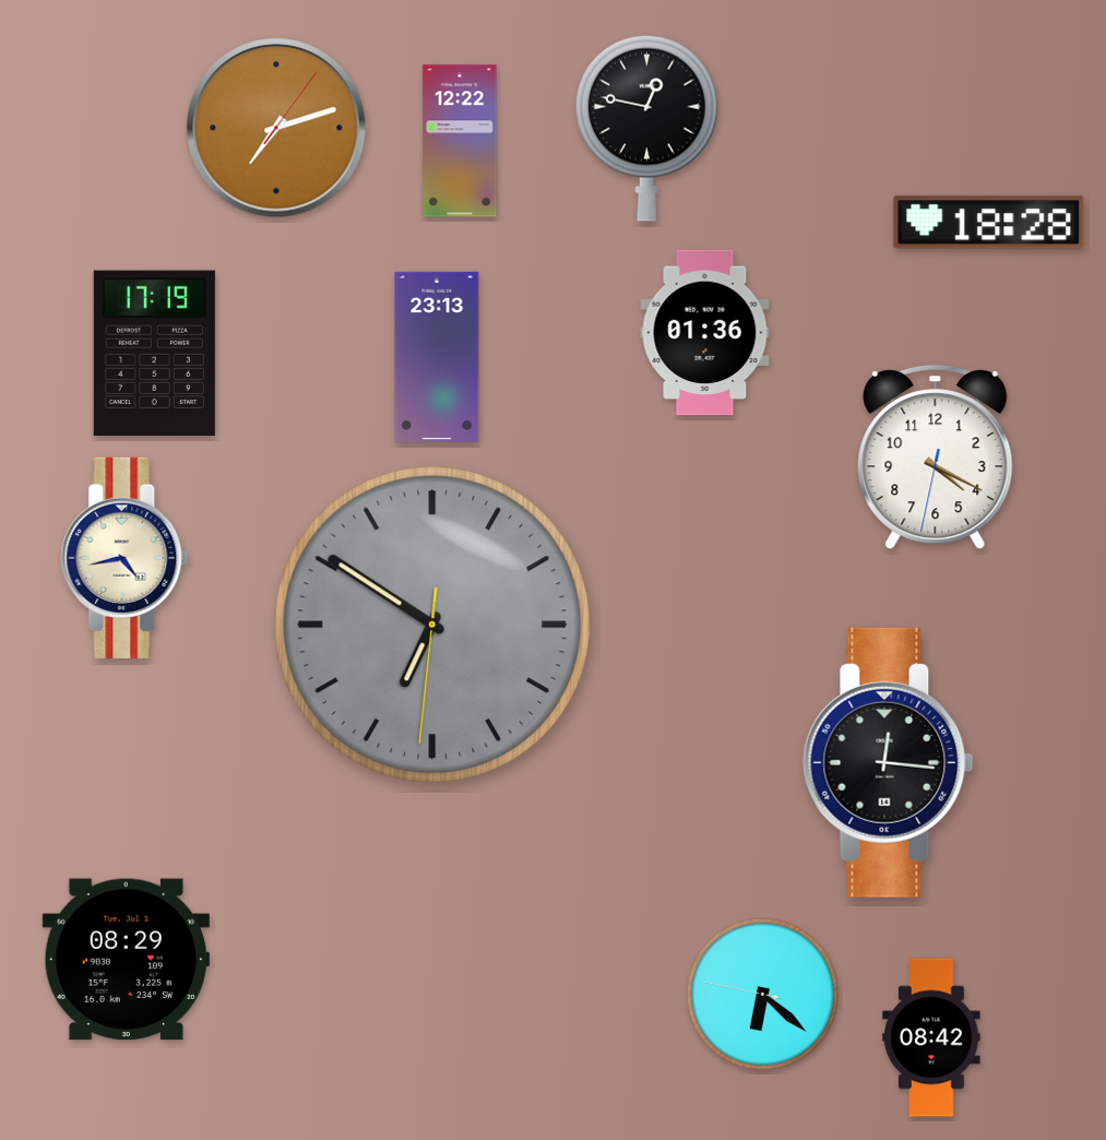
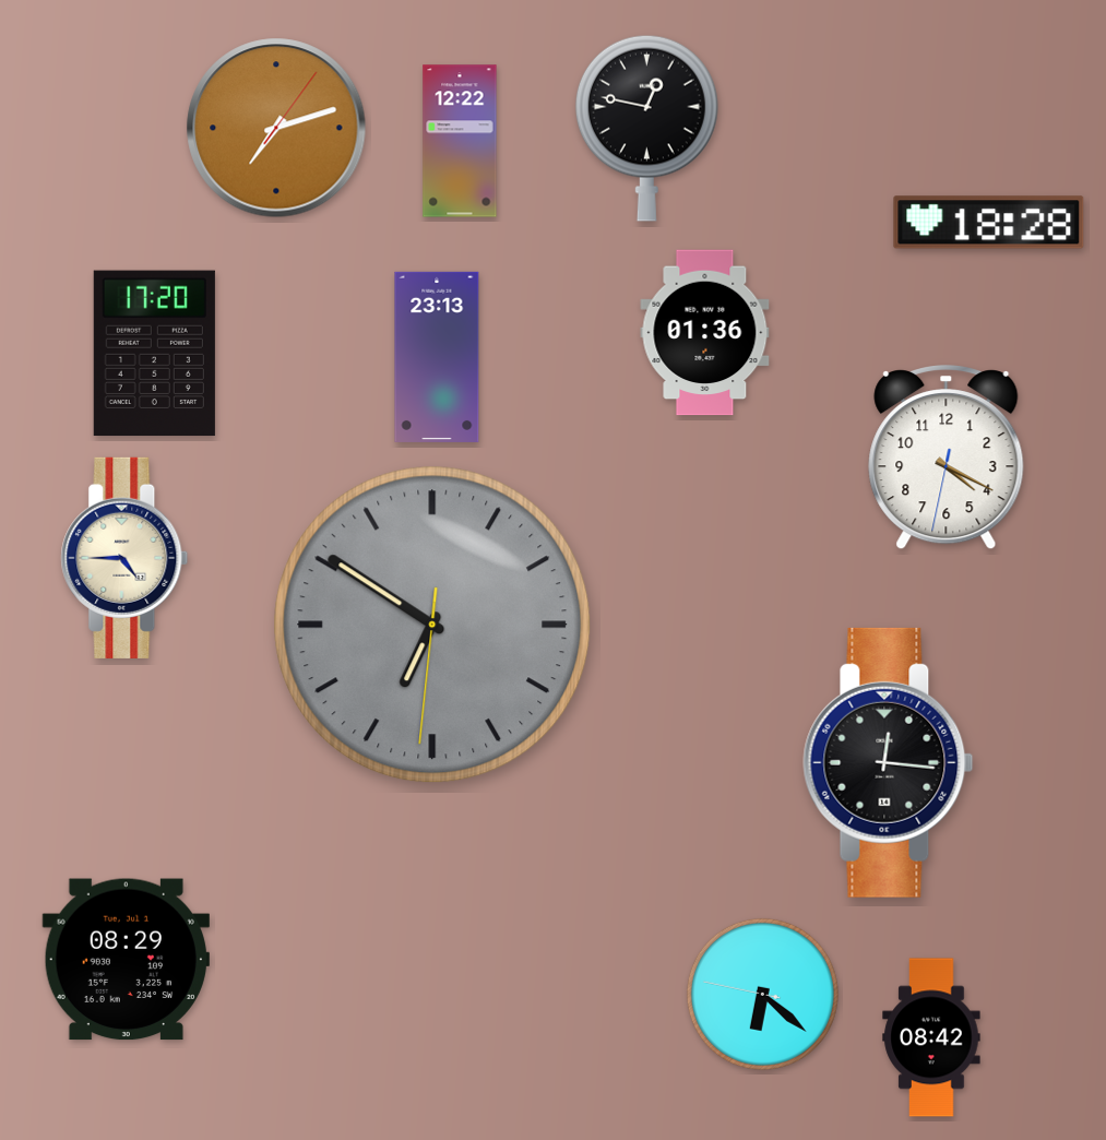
clock at (154, 354): 17:19 -> 17:20
clock at (936, 459) position: (936, 459) -> (947, 459)
clock at (124, 558): 4:43 -> 4:45
